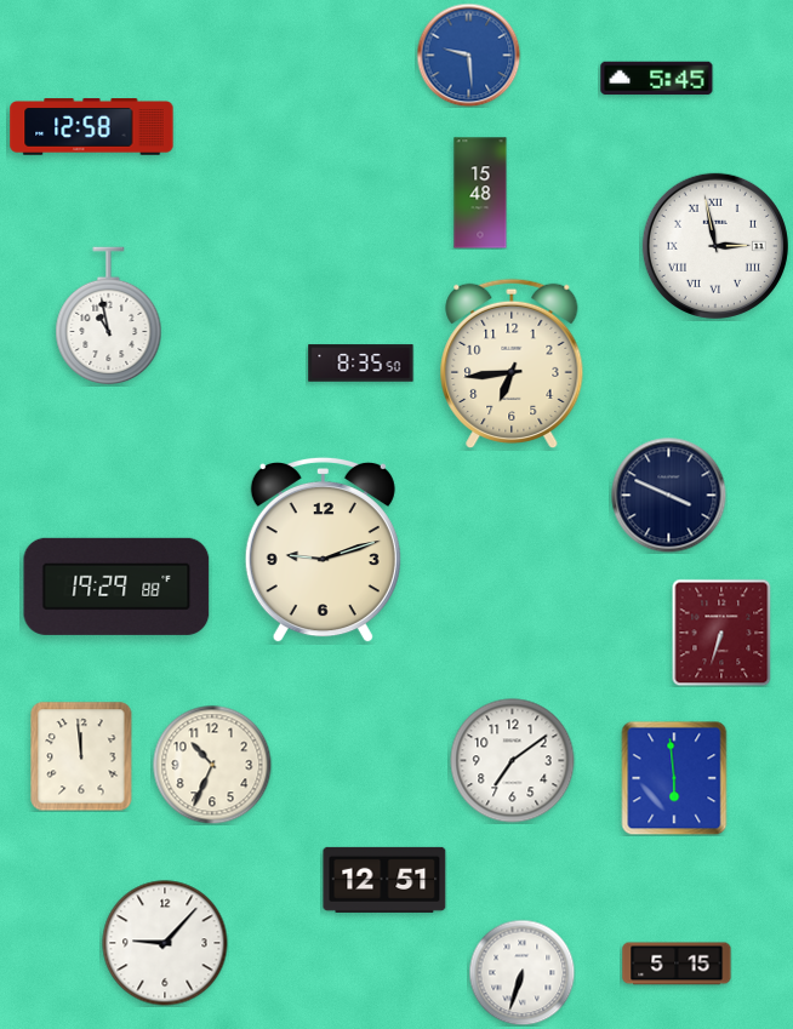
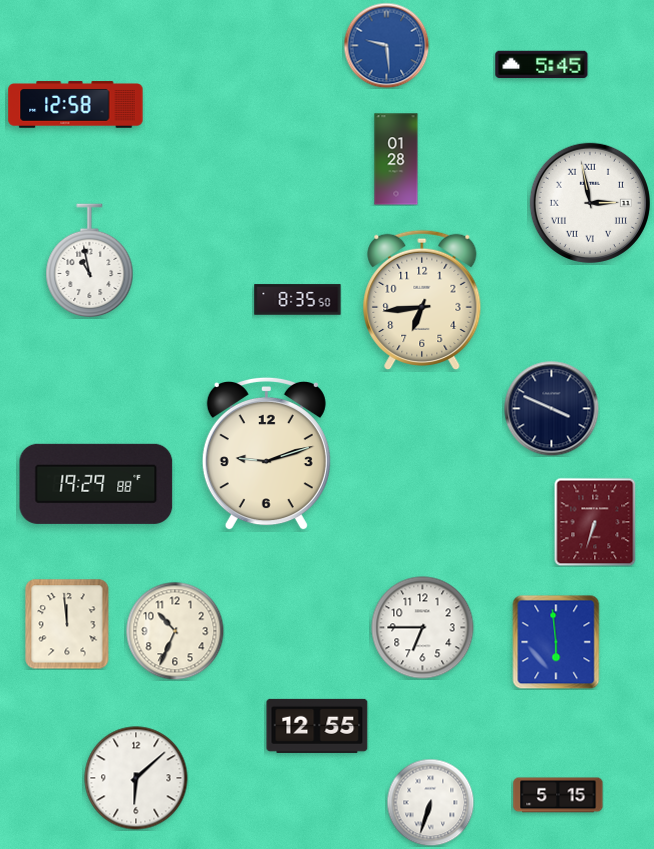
clock at (480, 193): 15:48 -> 01:28
clock at (513, 761): 7:09 -> 6:45
clock at (384, 880): 12:51 -> 12:55
clock at (165, 943): 9:07 -> 6:08
